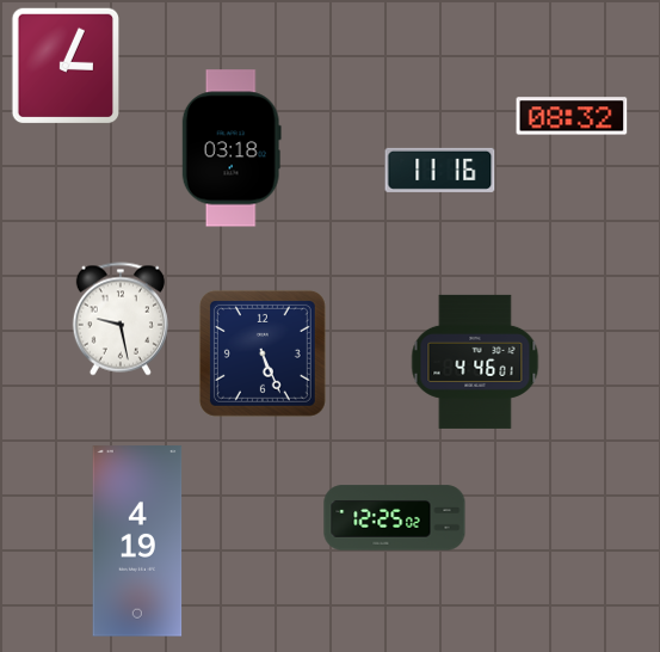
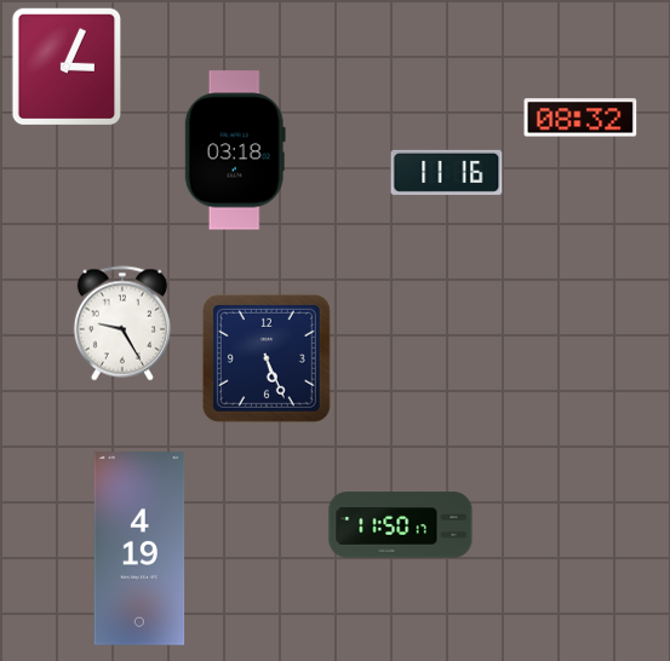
clock at (121, 319): 9:28 -> 9:25
clock at (475, 362): 4:46 -> none
clock at (395, 518): 12:25 -> 11:50
